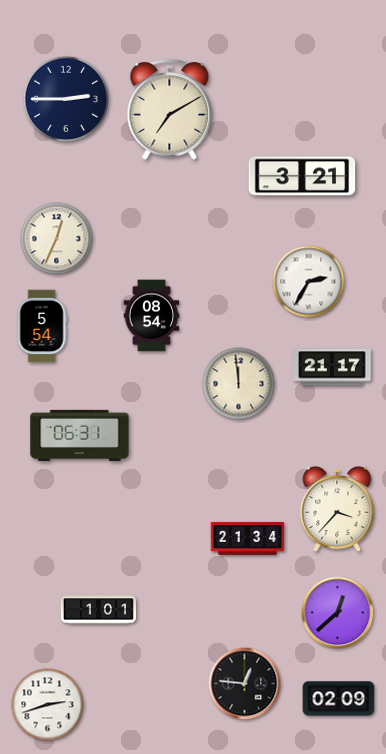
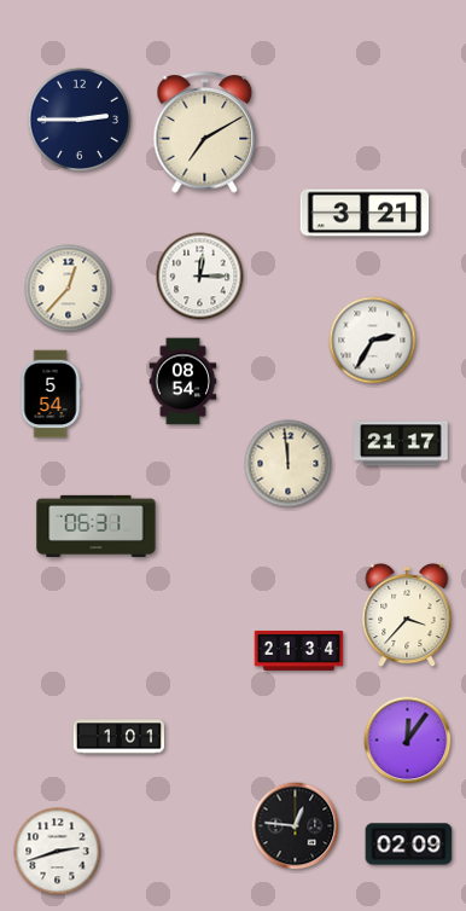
clock at (200, 277): none -> 12:15
clock at (57, 239): 12:34 -> 12:37
clock at (338, 613): 12:38 -> 12:06
